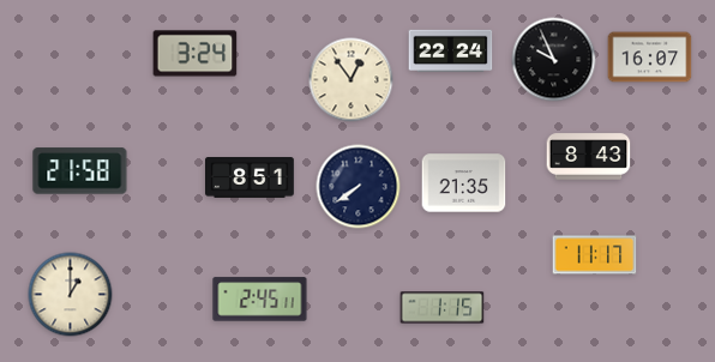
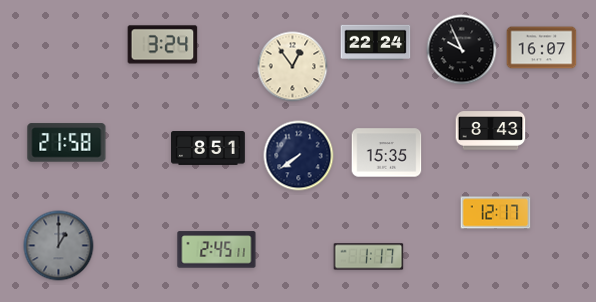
clock at (464, 183): 21:35 -> 15:35
clock at (595, 255): 11:17 -> 12:17
clock at (71, 295) dial: cream -> grey
clock at (443, 308): 1:15 -> 1:17
